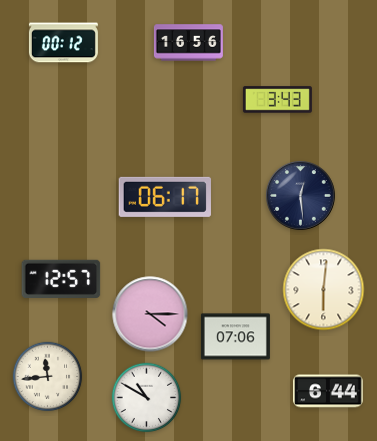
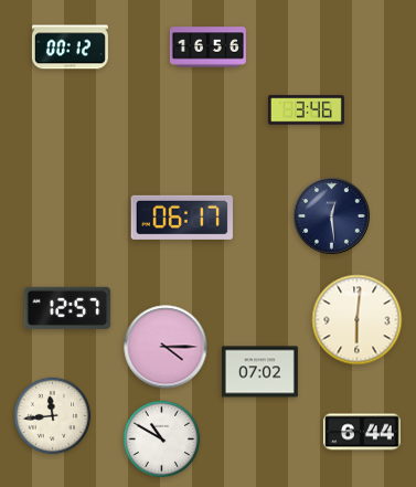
clock at (277, 100): 3:43 -> 3:46
clock at (235, 337): 07:06 -> 07:02
